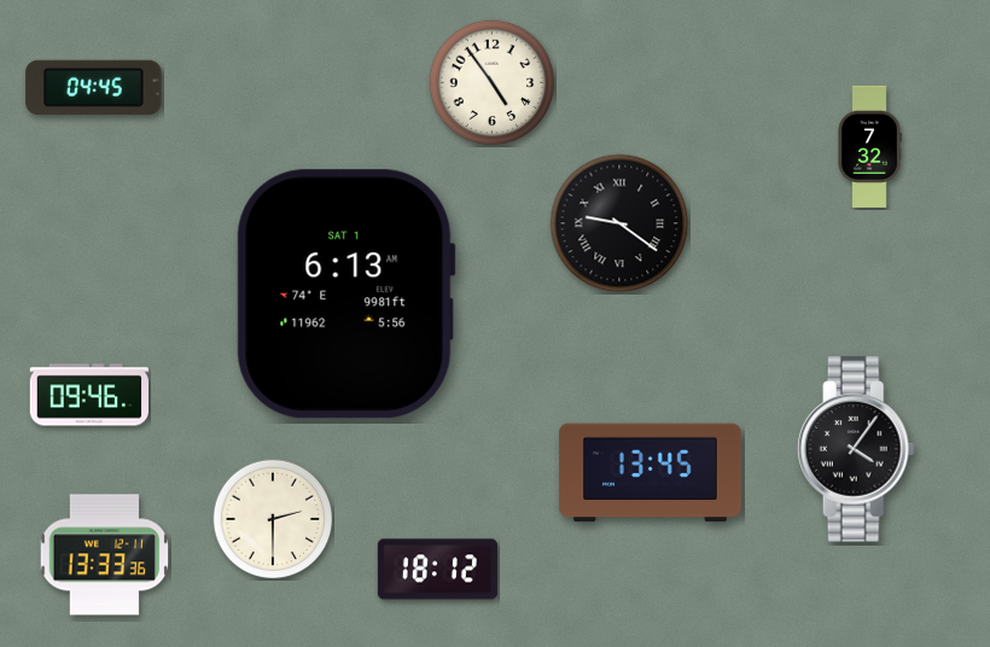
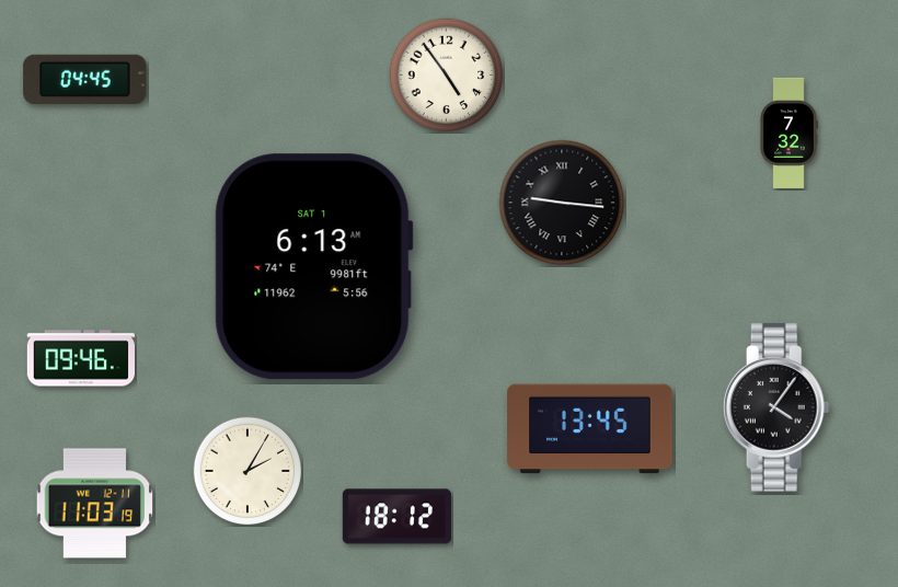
clock at (619, 223): 9:21 -> 9:16
clock at (273, 519): 2:30 -> 2:05
clock at (105, 555): 13:33 -> 11:03
